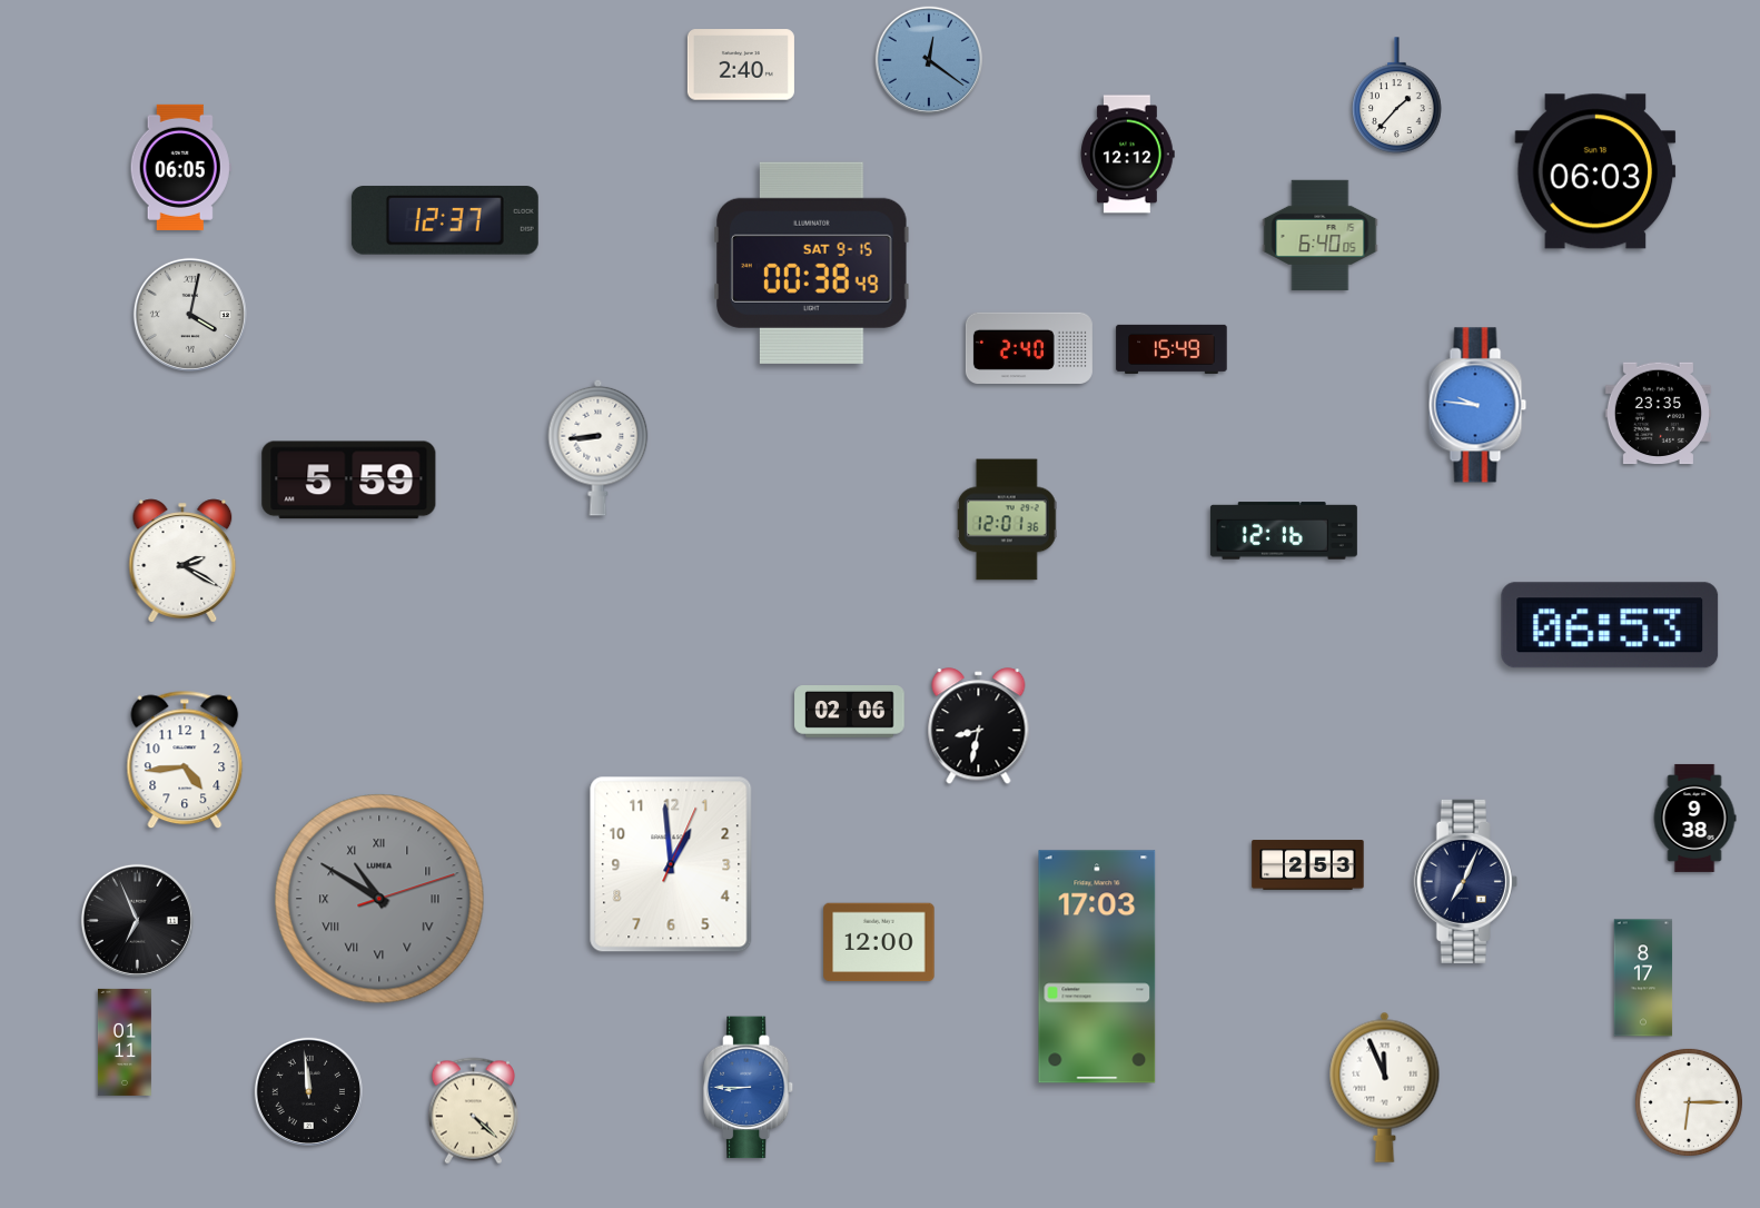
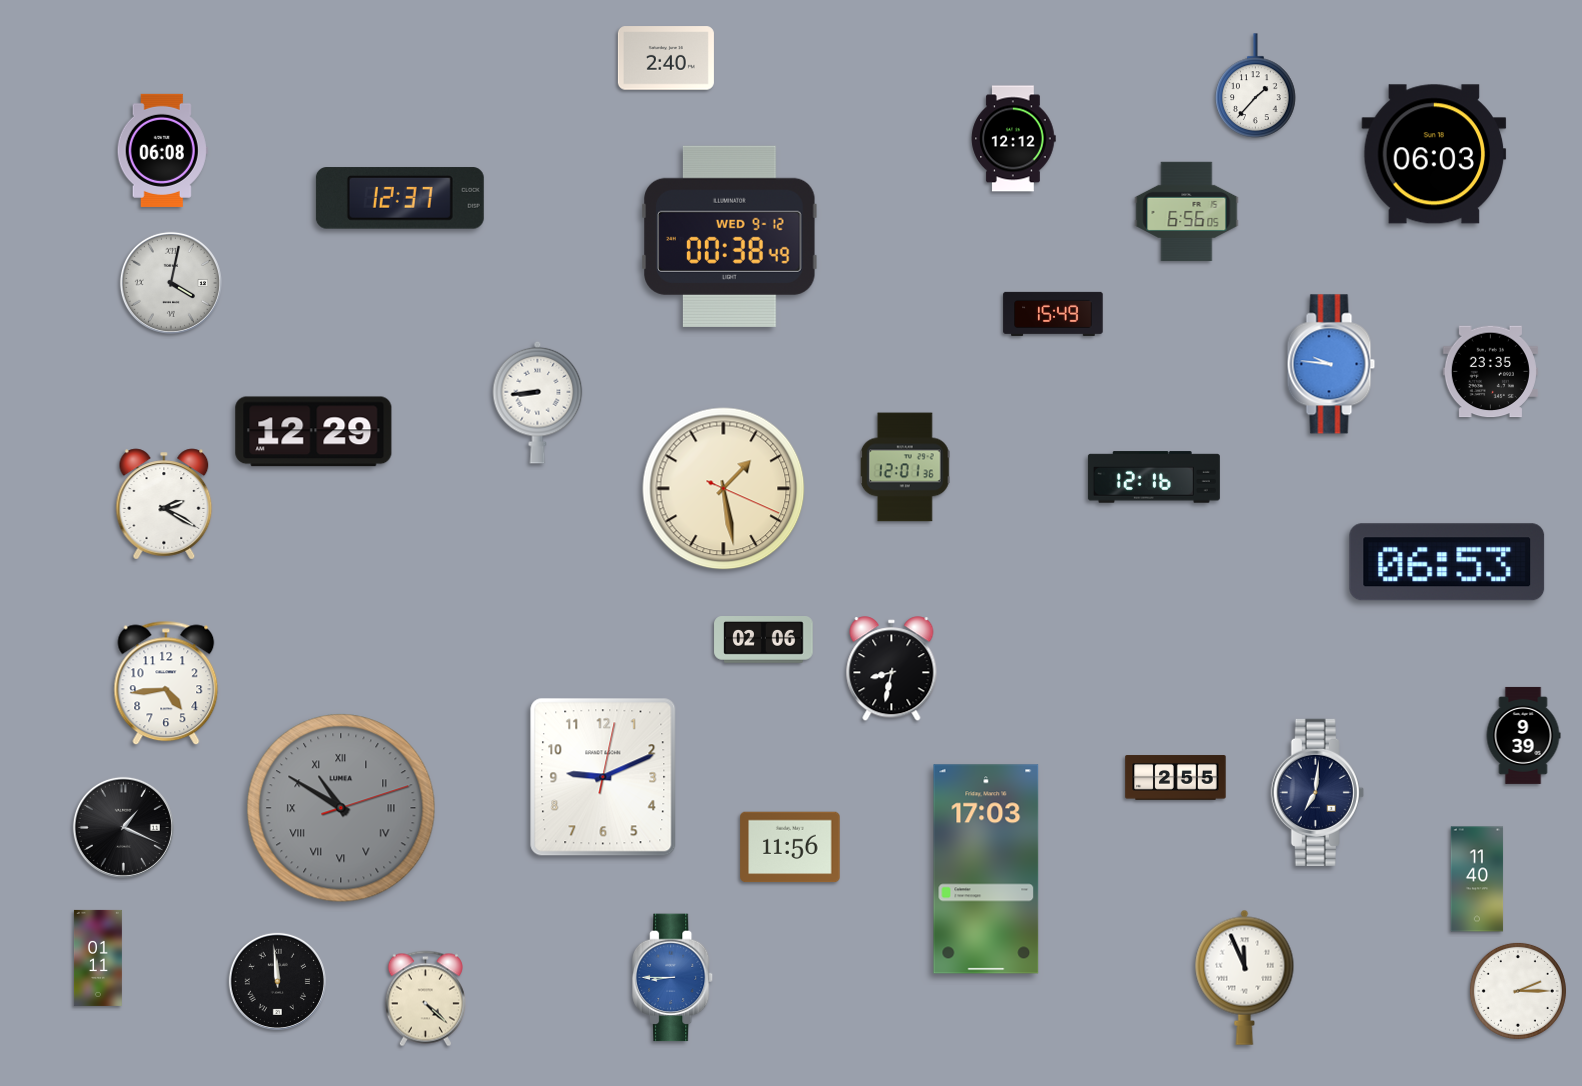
clock at (929, 60): 12:21 -> none
clock at (180, 167): 06:05 -> 06:08
clock at (1321, 235): 6:40 -> 6:56
clock at (812, 263) date: SAT 9-15 -> WED 9-12
clock at (1029, 347): 2:40 -> none
clock at (1477, 405) position: (1477, 405) -> (1331, 364)
clock at (349, 481): 5:59 -> 12:29
clock at (724, 489): none -> 1:28
clock at (979, 726) position: (979, 726) -> (892, 669)
clock at (1694, 818): 9:38 -> 9:39
clock at (671, 864): 12:59 -> 9:11
clock at (1308, 865): 2:53 -> 2:55
clock at (1465, 881): 7:04 -> 7:01
clock at (137, 920): 6:56 -> 1:19
clock at (879, 942): 12:00 -> 11:56
clock at (1643, 978): 8:17 -> 11:40
clock at (125, 1042) position: (125, 1042) -> (98, 958)
clock at (1689, 1102): 6:15 -> 2:15
